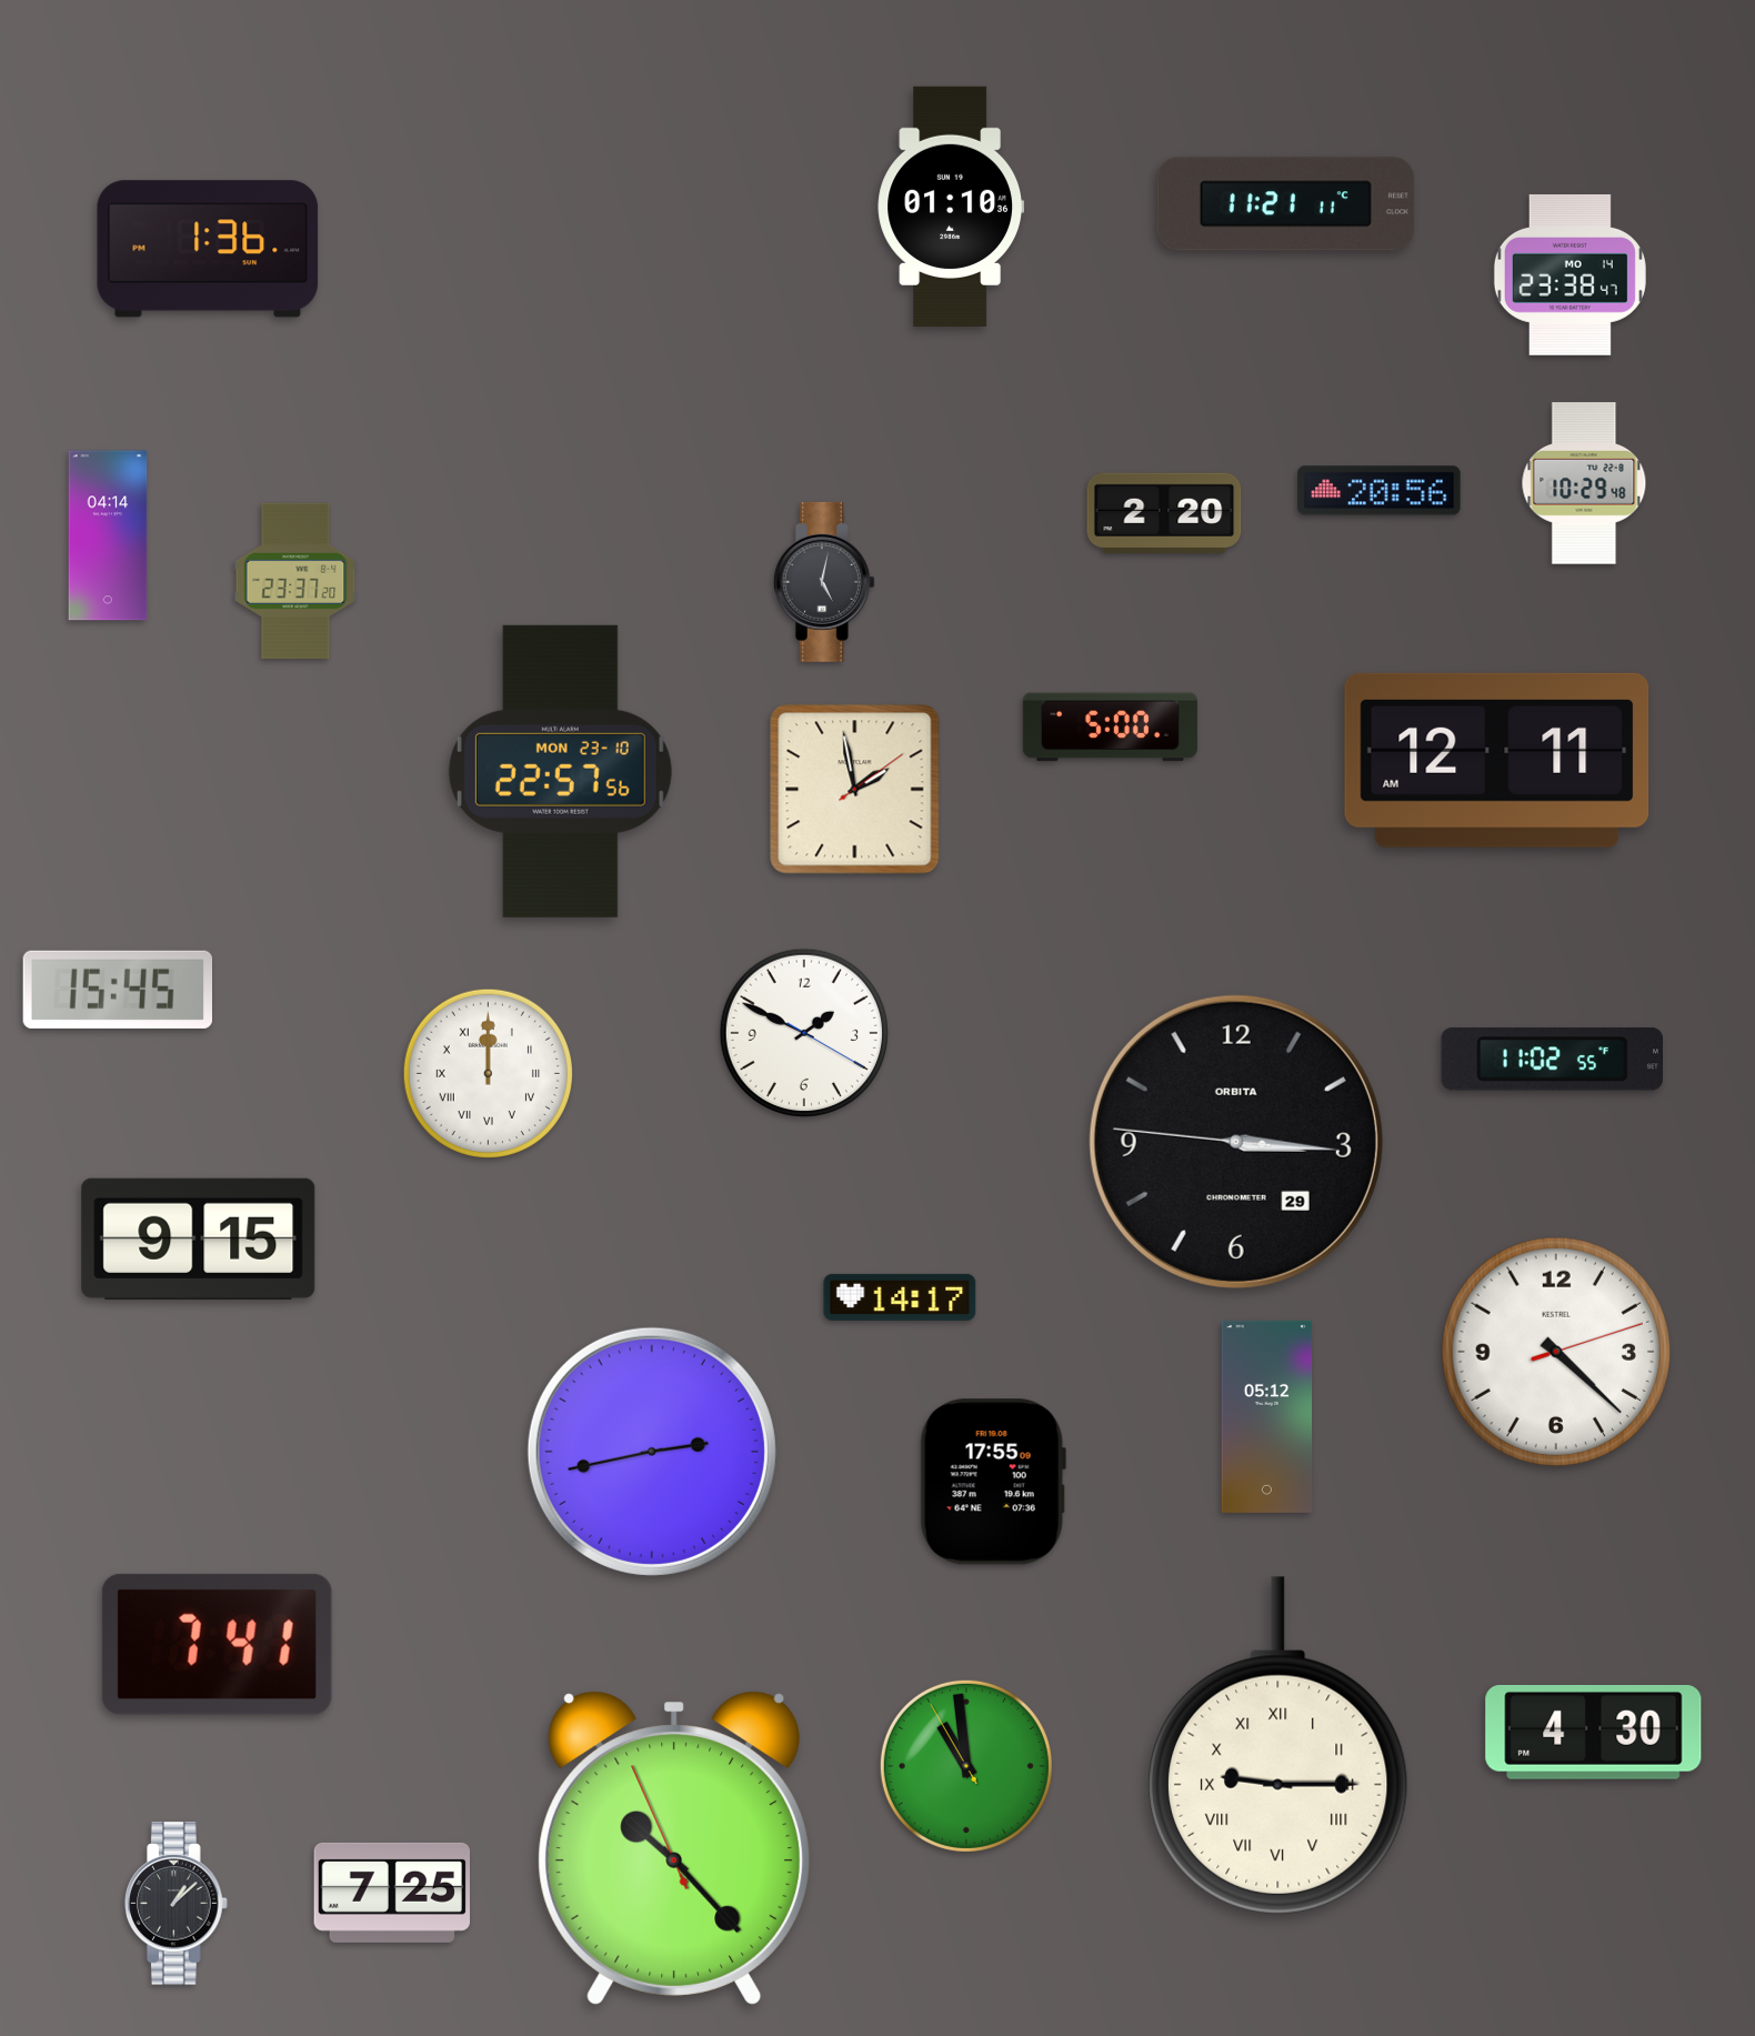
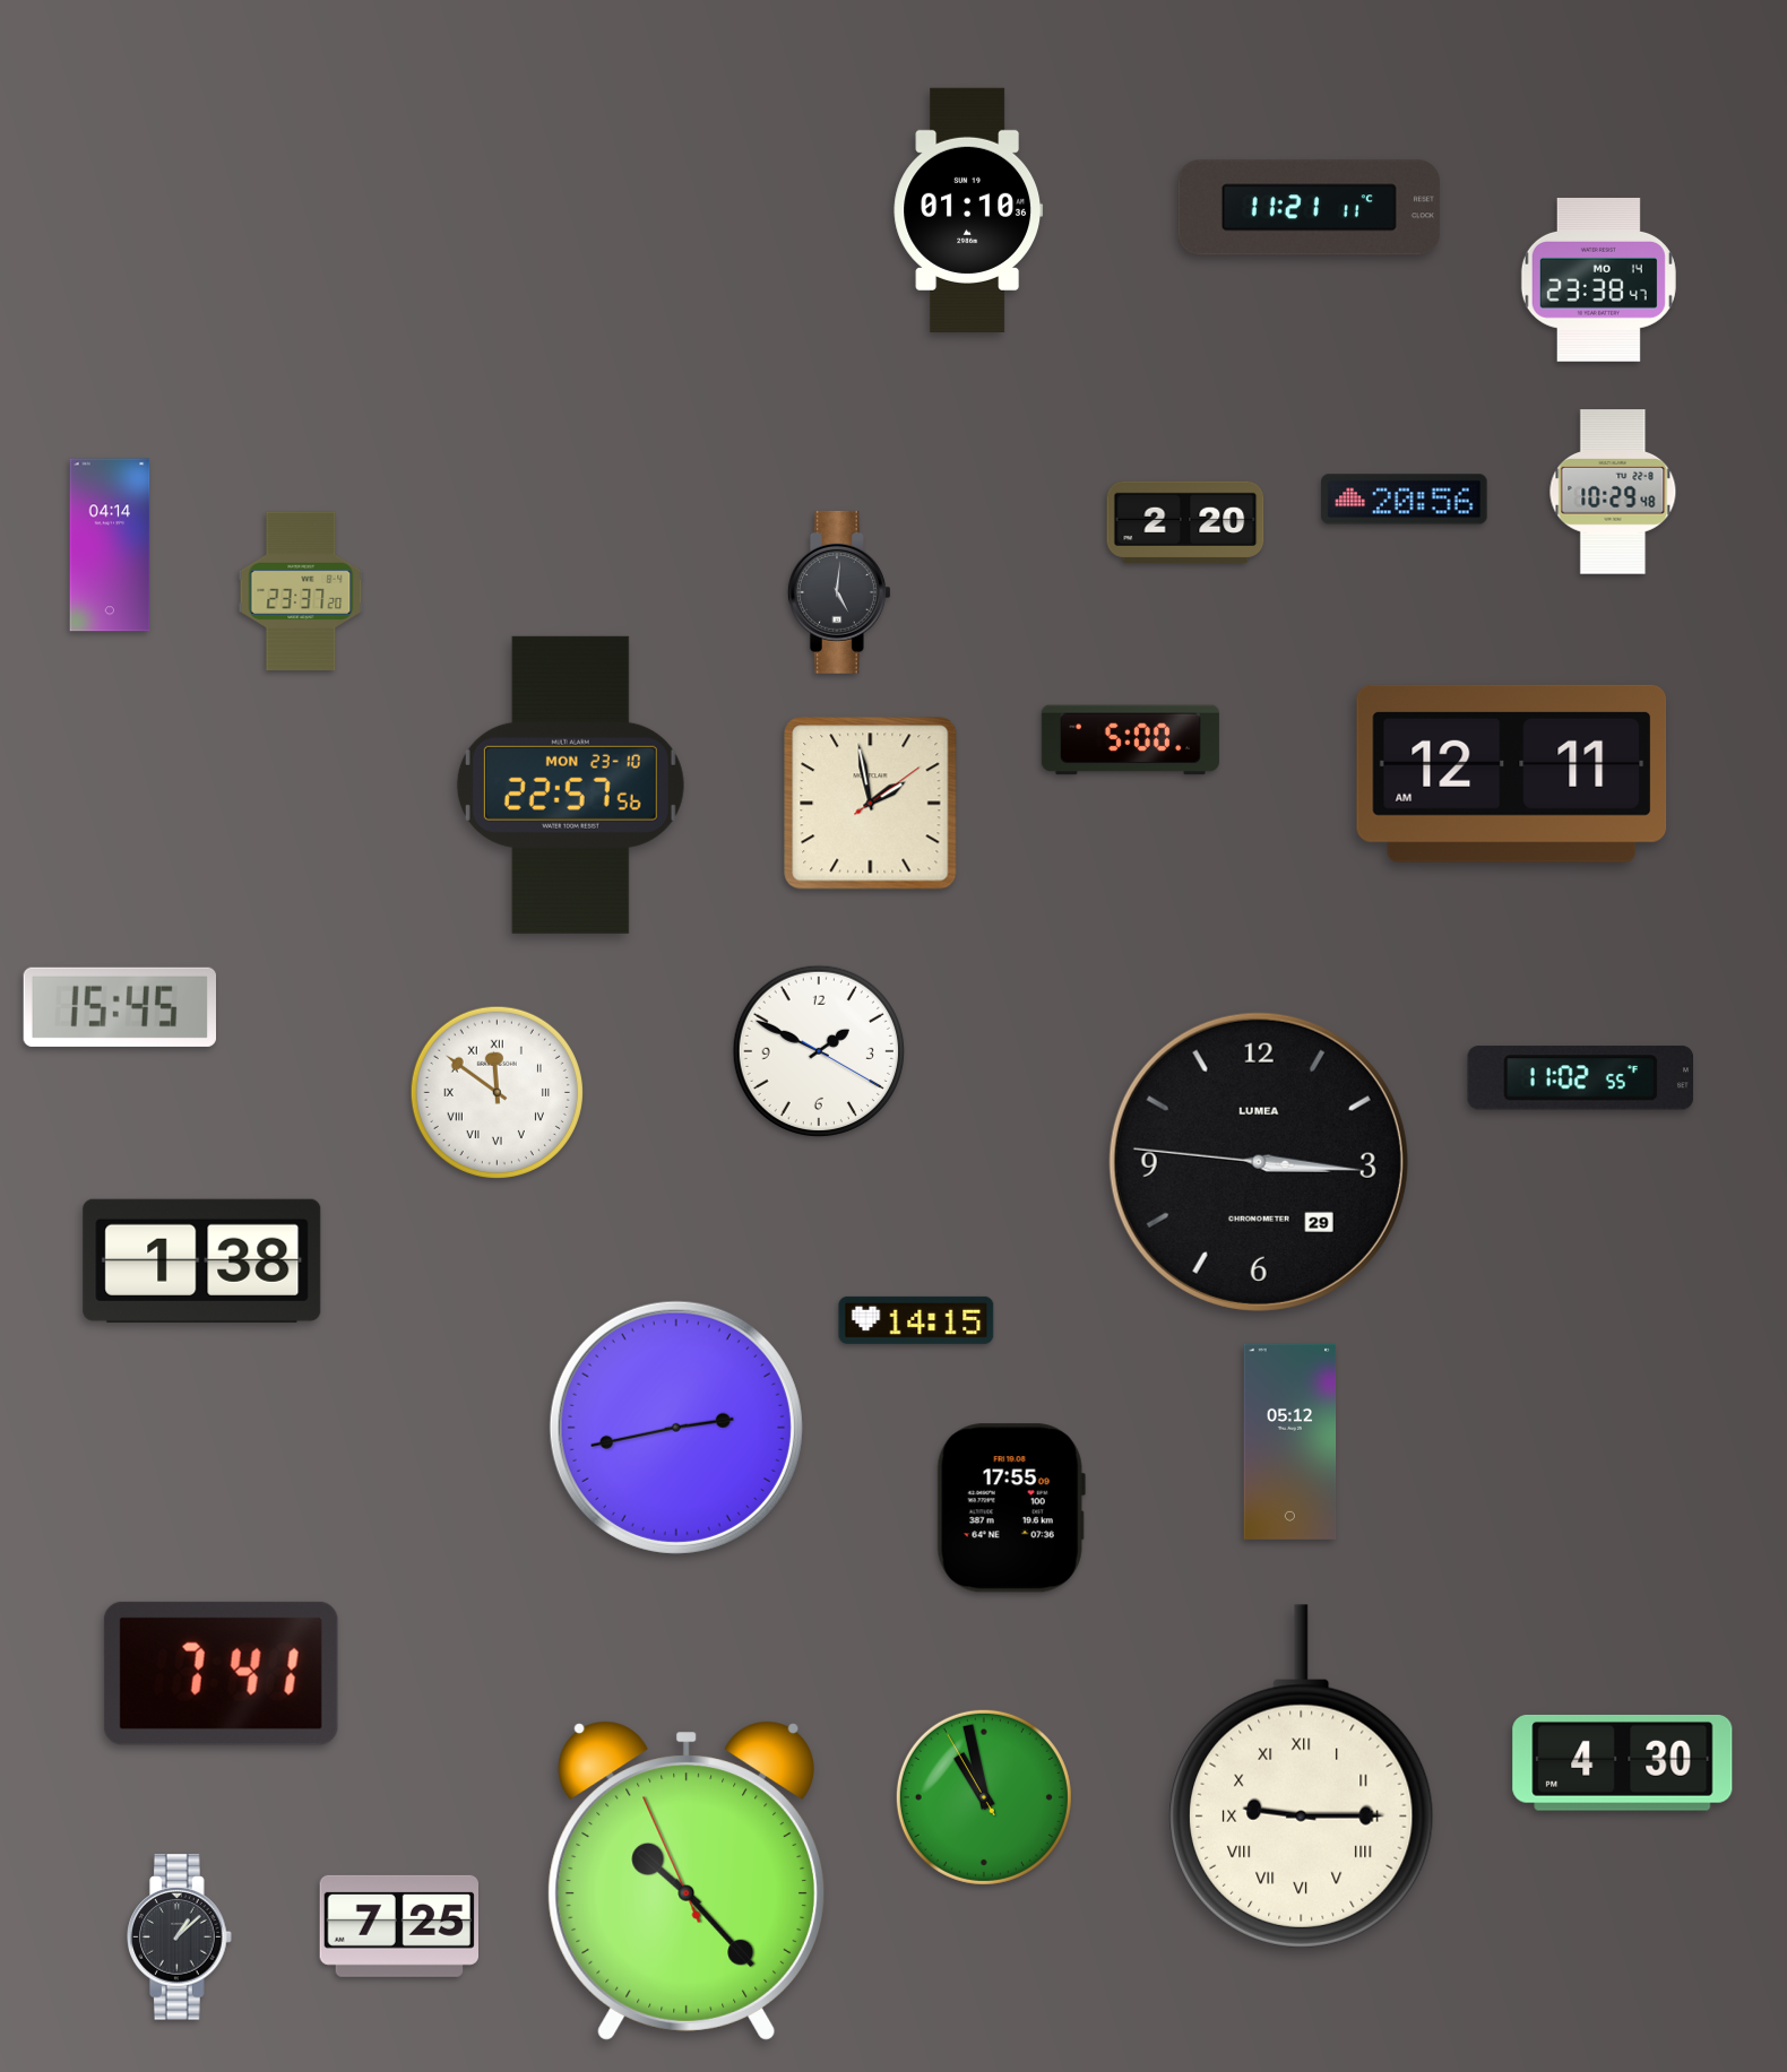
clock at (208, 249): 1:36 -> none
clock at (824, 582): 5:02 -> 5:01
clock at (1497, 760) position: (1497, 760) -> (1512, 773)
clock at (488, 1073): 12:00 -> 11:51
clock at (1236, 1142) brand: ORBITA -> LUMEA
clock at (199, 1238): 9:15 -> 1:38
clock at (900, 1297): 14:17 -> 14:15
clock at (1555, 1351): 4:22 -> none
clock at (652, 1452) position: (652, 1452) -> (676, 1428)
clock at (966, 1766): 10:58 -> 10:57
